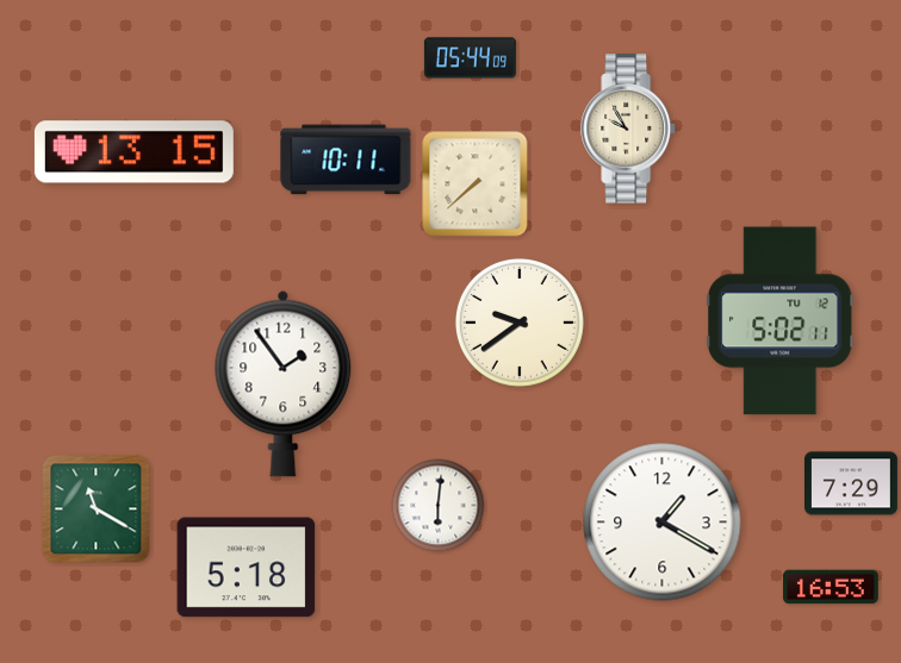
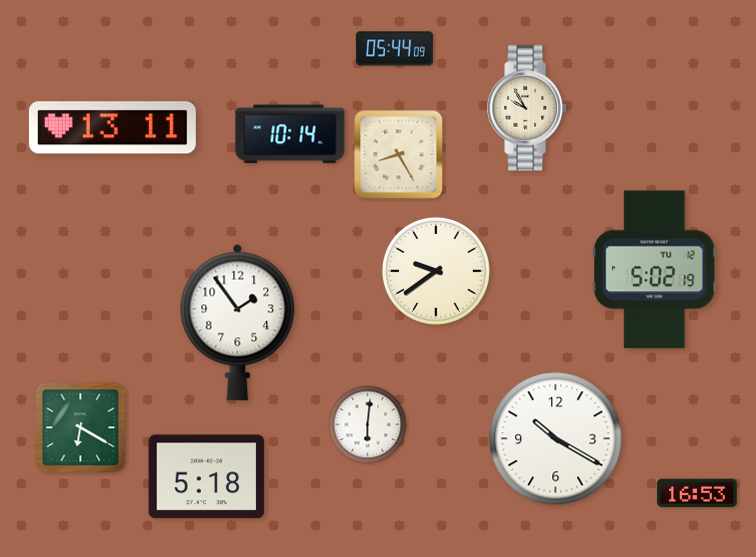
clock at (133, 152): 13:15 -> 13:11
clock at (346, 160): 10:11 -> 10:14
clock at (476, 184): 7:38 -> 8:25
clock at (781, 321): 5:02:11 -> 5:02:19
clock at (851, 483): 7:29 -> none
clock at (97, 509): 11:20 -> 6:20
clock at (663, 523): 1:20 -> 10:20
